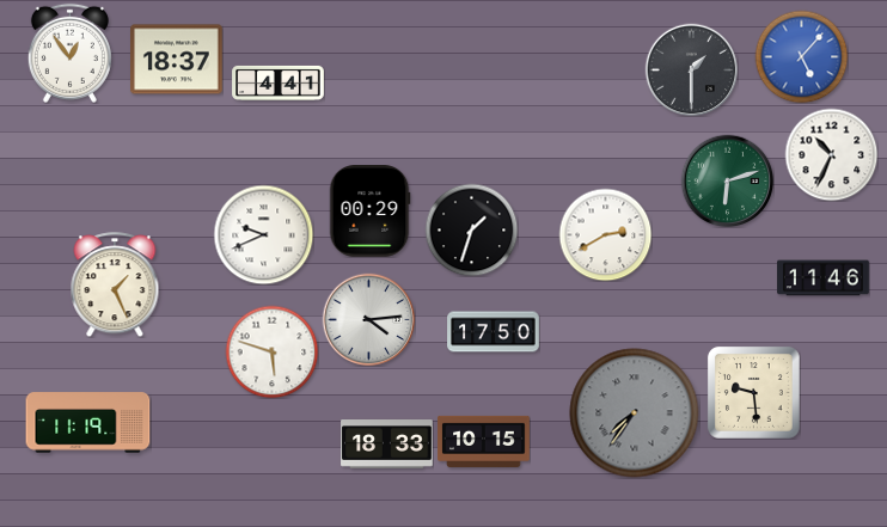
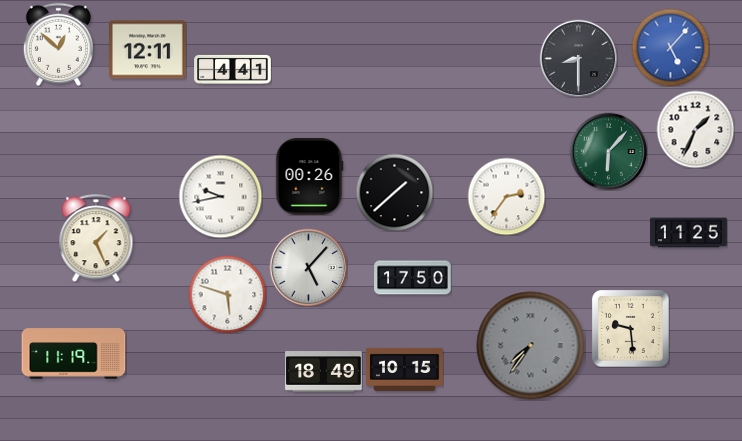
clock at (69, 53): 12:54 -> 12:52
clock at (177, 60): 18:37 -> 12:11
clock at (691, 69): 1:30 -> 8:30
clock at (831, 154): 10:34 -> 1:34
clock at (727, 180): 6:12 -> 6:07
clock at (369, 212): 00:29 -> 00:26
clock at (471, 229): 1:33 -> 1:38
clock at (263, 234): 9:41 -> 9:43
clock at (605, 234): 2:40 -> 2:36
clock at (824, 278): 11:46 -> 11:25
clock at (368, 319): 4:14 -> 5:07
clock at (387, 445): 18:33 -> 18:49
